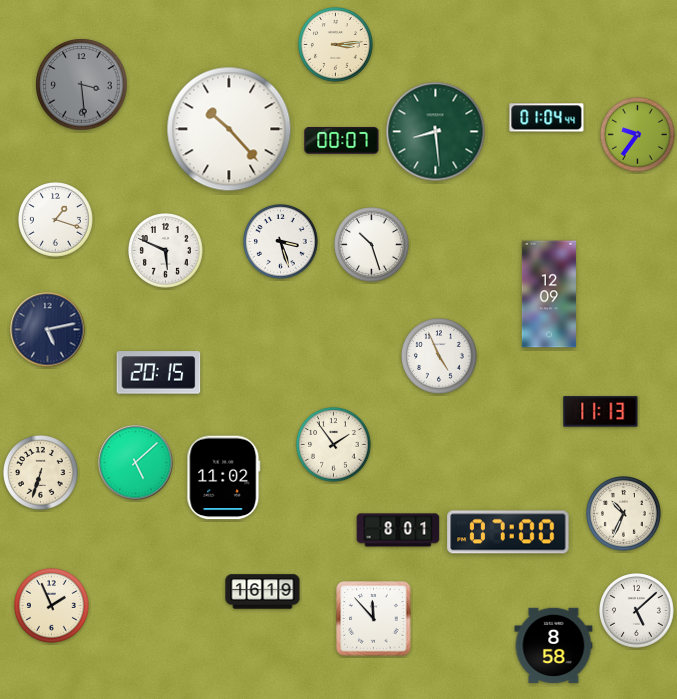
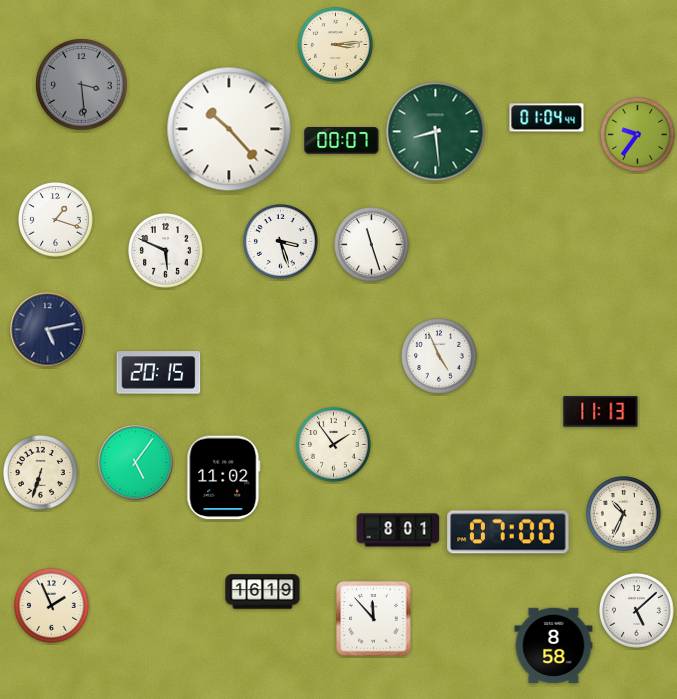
clock at (372, 245): 10:27 -> 11:27
clock at (549, 294): 12:09 -> none
clock at (136, 463): 5:08 -> 5:06
